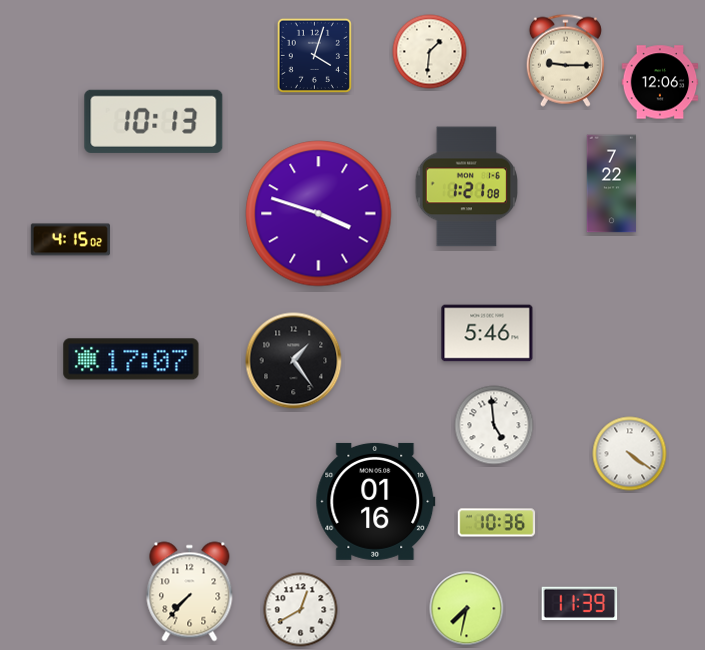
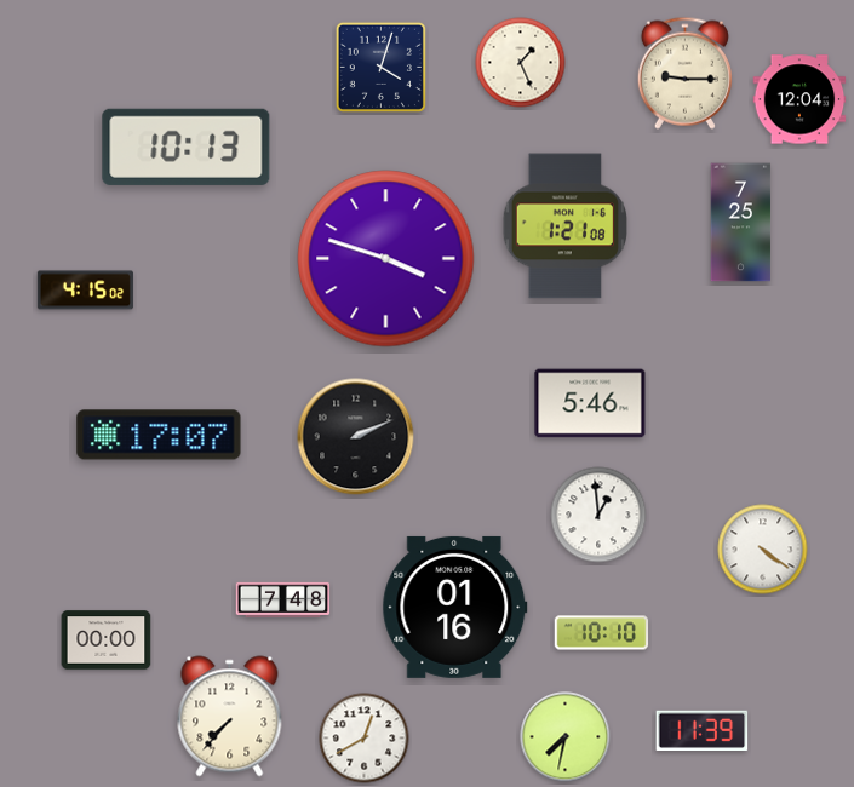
clock at (430, 52): 1:31 -> 1:26
clock at (660, 82): 12:06 -> 12:04
clock at (612, 184): 7:22 -> 7:25
clock at (294, 361): 1:24 -> 2:11
clock at (494, 425): 4:59 -> 12:59
clock at (283, 599): none -> 7:48
clock at (497, 523): 10:36 -> 10:10
clock at (107, 640): none -> 00:00
